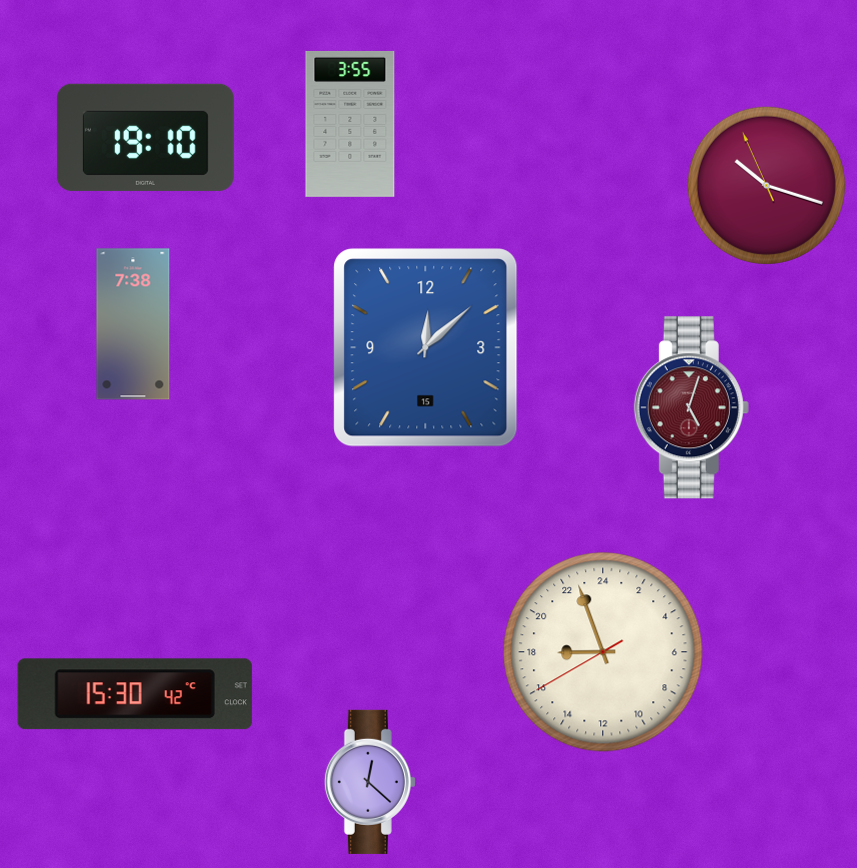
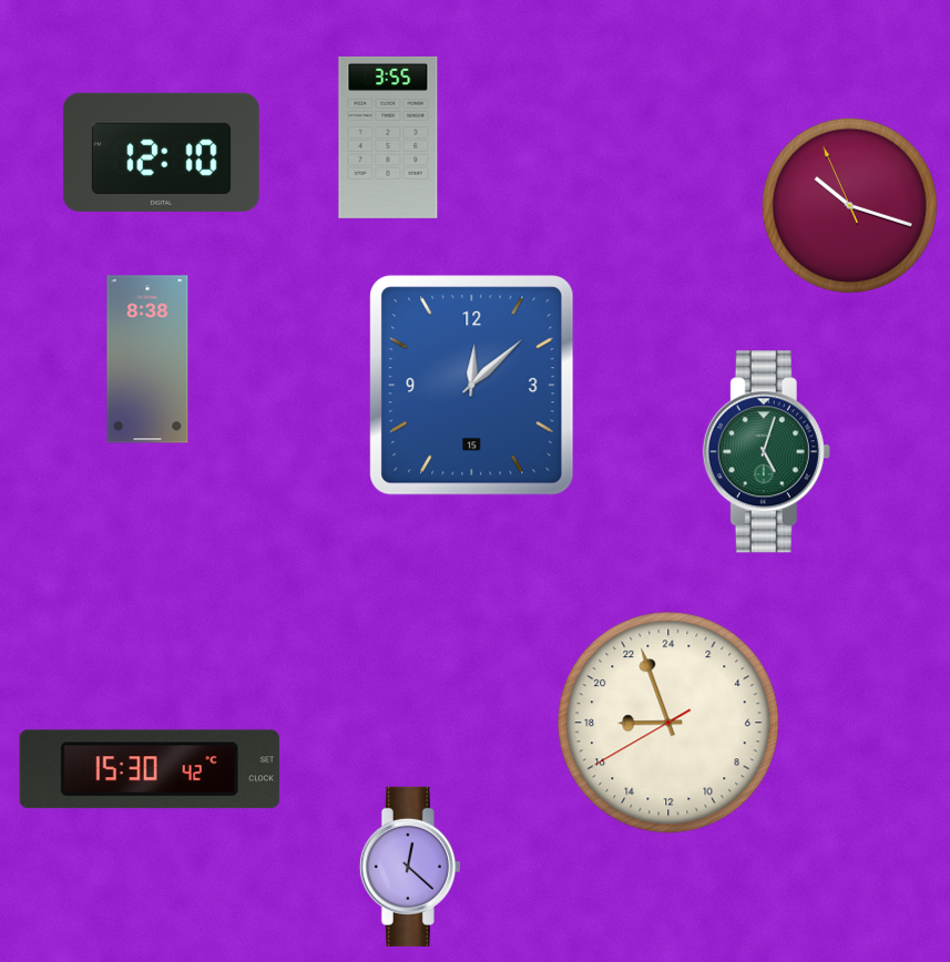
clock at (145, 137): 19:10 -> 12:10
clock at (133, 324): 7:38 -> 8:38
clock at (691, 408) dial: burgundy -> green
